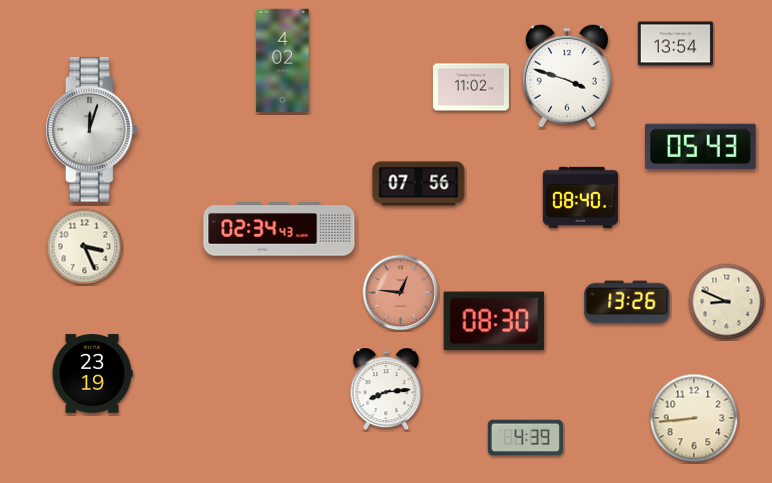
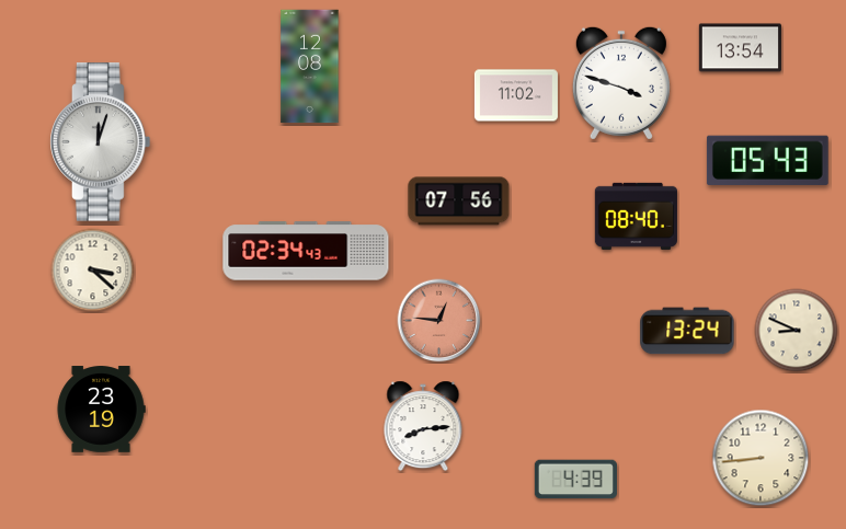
clock at (283, 61): 4:02 -> 12:08
clock at (85, 247): 3:26 -> 3:22
clock at (627, 302): 13:26 -> 13:24
clock at (494, 321): 08:30 -> none
